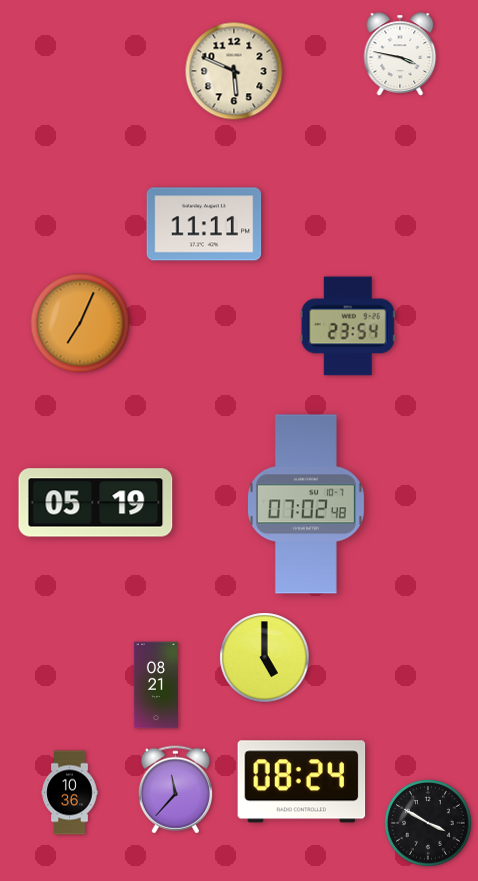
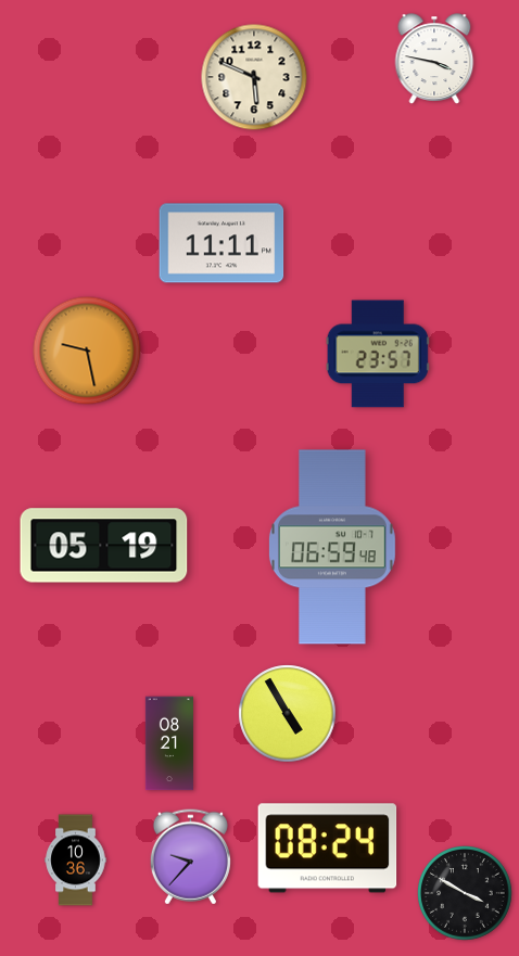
clock at (80, 323): 7:04 -> 9:28
clock at (348, 326): 23:54 -> 23:57
clock at (306, 504): 07:02 -> 06:59
clock at (265, 658): 5:00 -> 4:55
clock at (175, 790): 11:37 -> 9:37
